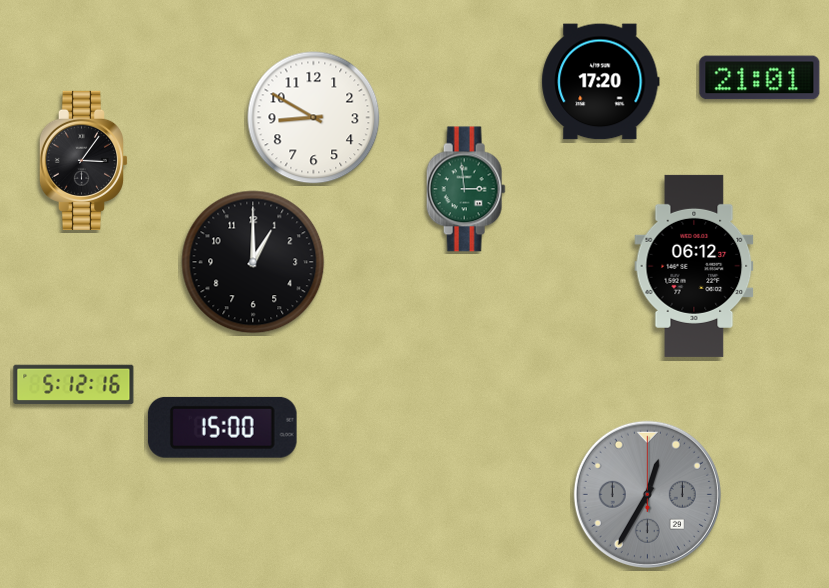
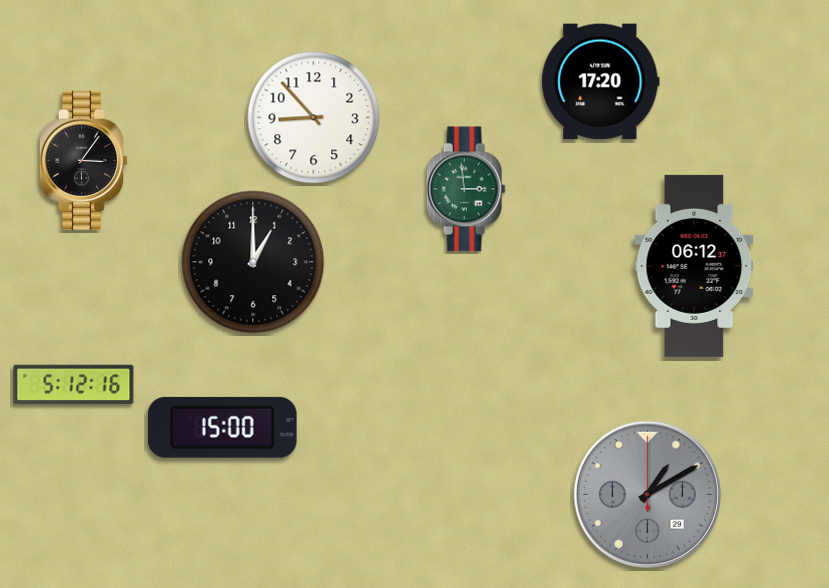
clock at (760, 78): 21:01 -> none
clock at (314, 118): 8:50 -> 8:53
clock at (647, 494): 12:35 -> 1:10
